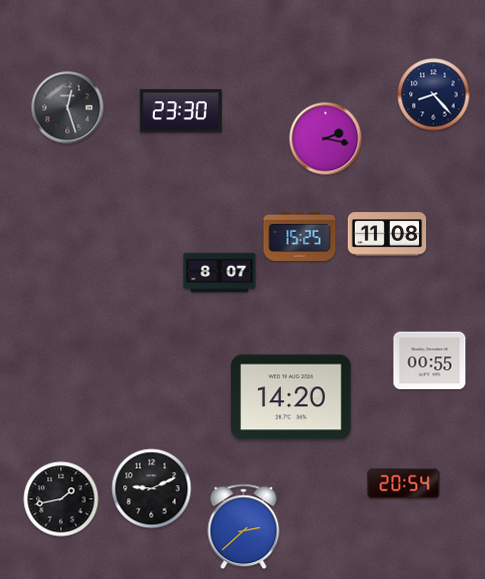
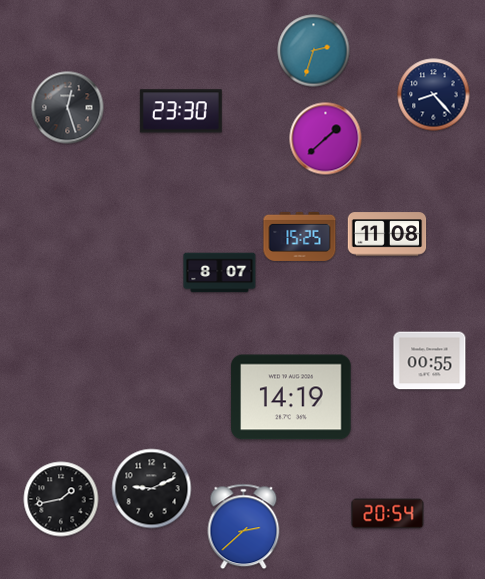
clock at (314, 51): none -> 2:33
clock at (326, 139): 2:17 -> 1:38
clock at (291, 397): 14:20 -> 14:19
clock at (404, 484) position: (404, 484) -> (388, 514)
